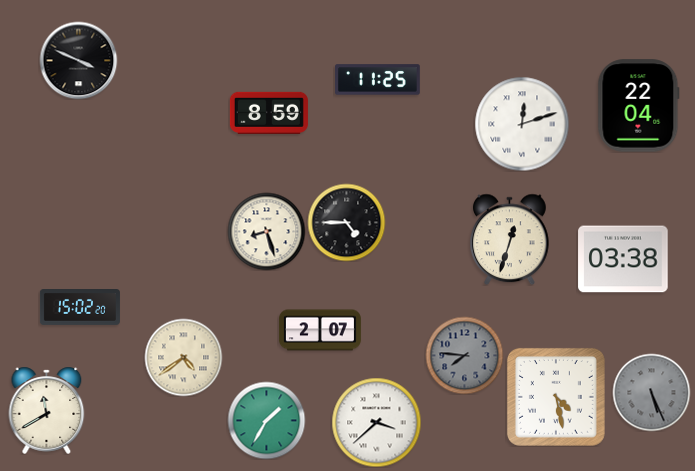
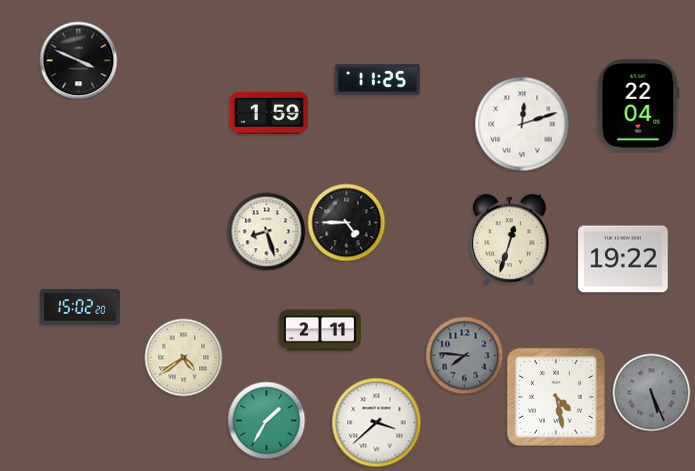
clock at (269, 113): 8:59 -> 1:59
clock at (623, 259): 03:38 -> 19:22
clock at (320, 330): 2:07 -> 2:11
clock at (47, 410): 11:40 -> none
